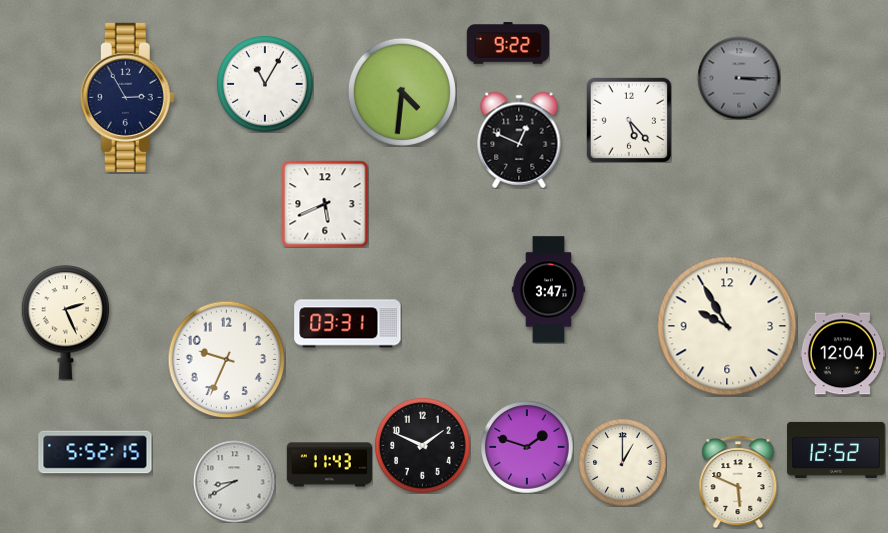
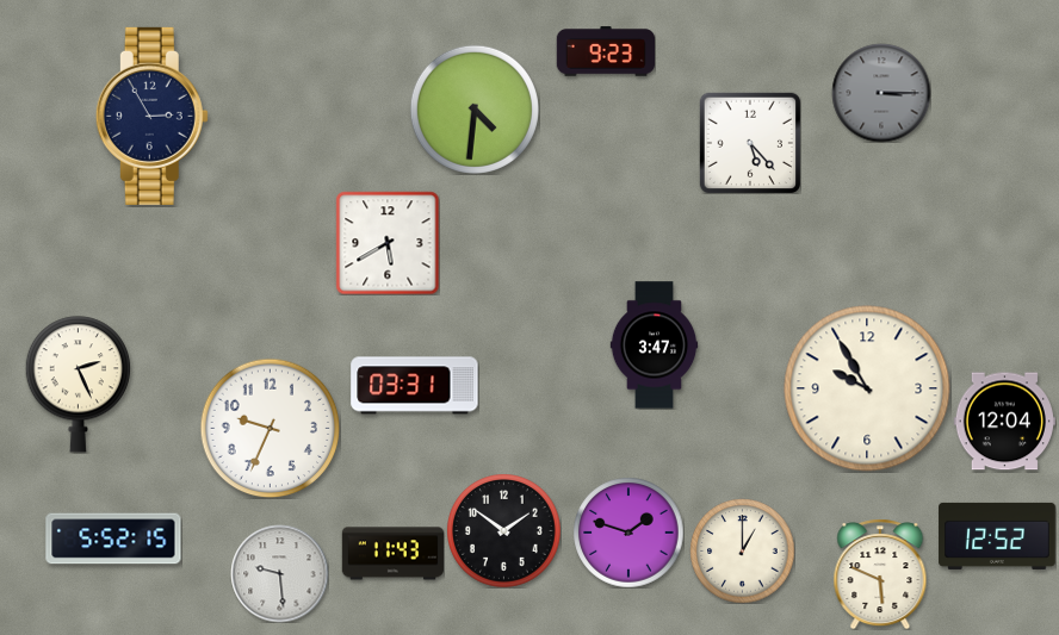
clock at (508, 43): 9:22 -> 9:23
clock at (265, 84): 11:05 -> none
clock at (402, 92) position: (402, 92) -> (475, 110)
clock at (519, 140): 12:49 -> none
clock at (325, 204): 5:41 -> 5:40
clock at (423, 446): 1:49 -> 1:51
clock at (234, 481): 8:40 -> 9:29
